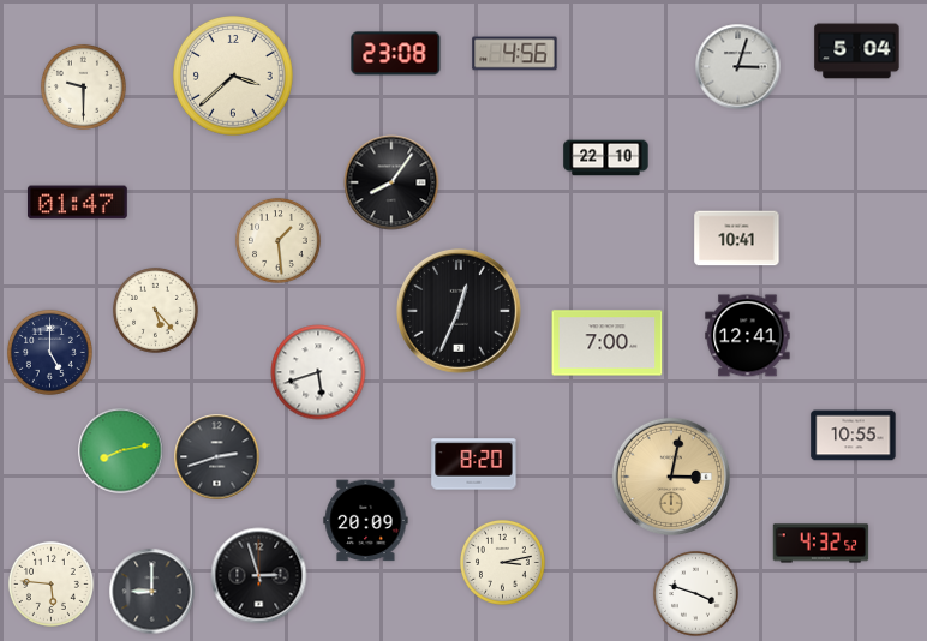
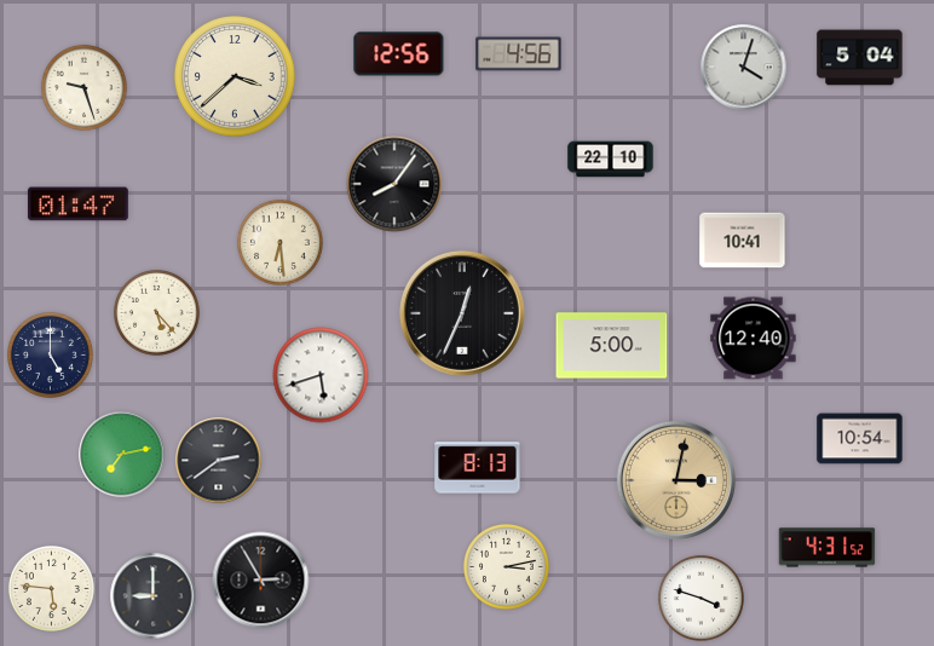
clock at (857, 52) position: (857, 52) -> (860, 58)
clock at (396, 54): 23:08 -> 12:56
clock at (738, 67): 3:03 -> 4:03
clock at (83, 88): 9:30 -> 9:27
clock at (277, 241): 1:29 -> 6:29
clock at (748, 336): 12:41 -> 12:40
clock at (608, 343): 7:00 -> 5:00
clock at (854, 436): 10:55 -> 10:54
clock at (121, 451): 8:13 -> 7:13
clock at (217, 457): 2:42 -> 2:39
clock at (474, 465): 8:20 -> 8:13
clock at (366, 521): 20:09 -> none
clock at (821, 544): 4:32 -> 4:31
clock at (259, 576): 2:57 -> 2:55
